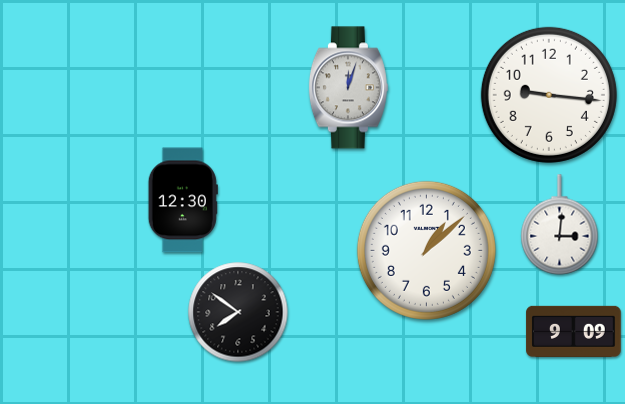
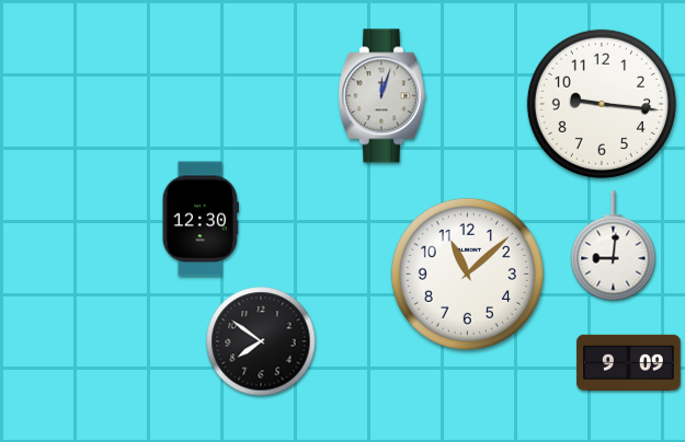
clock at (560, 225): 3:01 -> 9:01
clock at (426, 250): 1:08 -> 11:08
